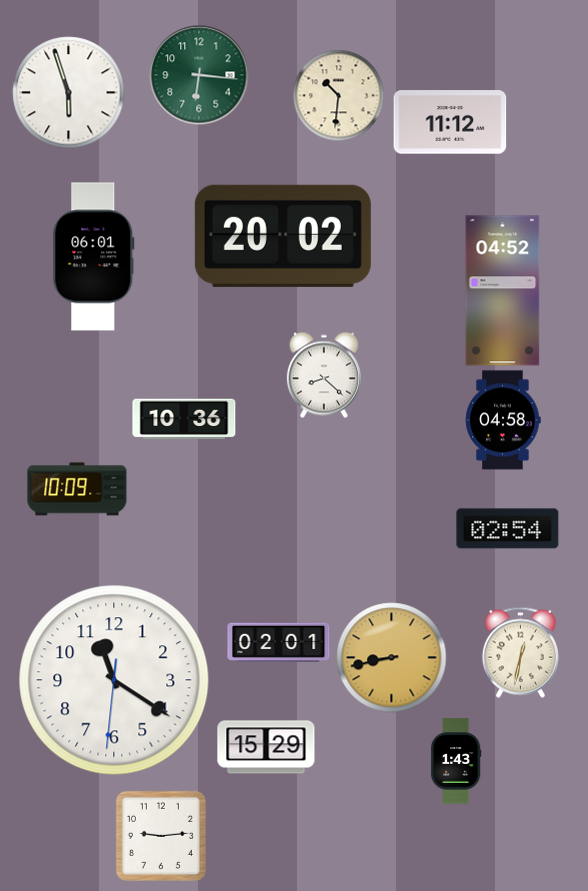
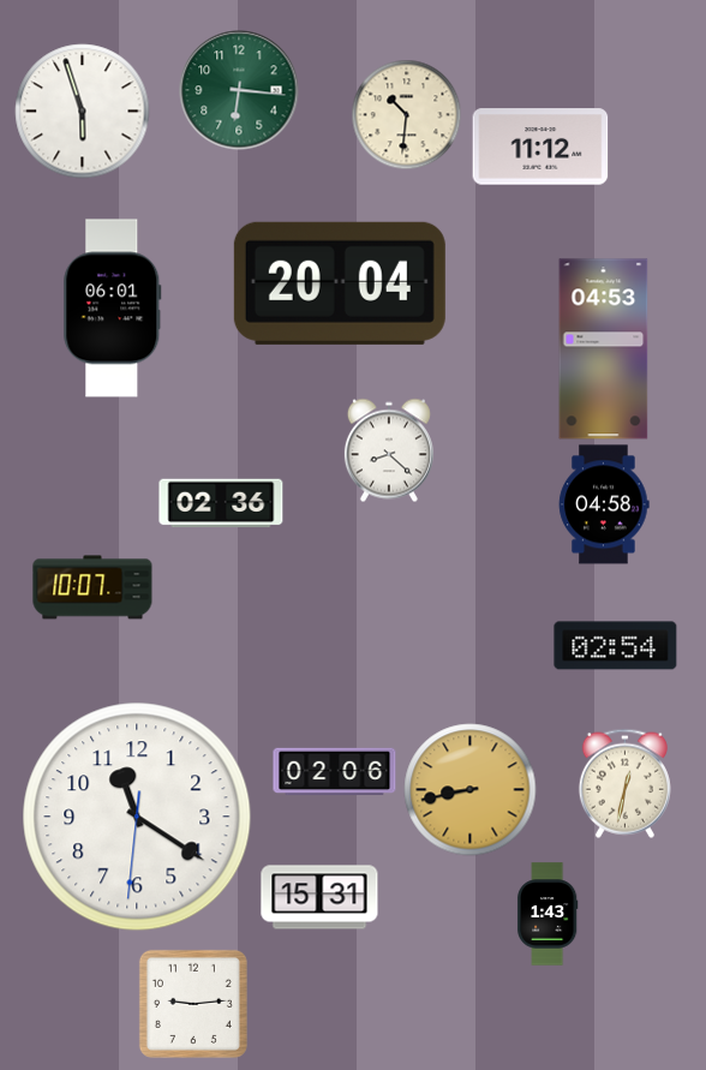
clock at (283, 236): 20:02 -> 20:04
clock at (503, 291): 04:52 -> 04:53
clock at (184, 419): 10:36 -> 02:36
clock at (77, 489): 10:09 -> 10:07
clock at (508, 529) position: (508, 529) -> (616, 646)
clock at (279, 643): 02:01 -> 02:06
clock at (266, 747): 15:29 -> 15:31
